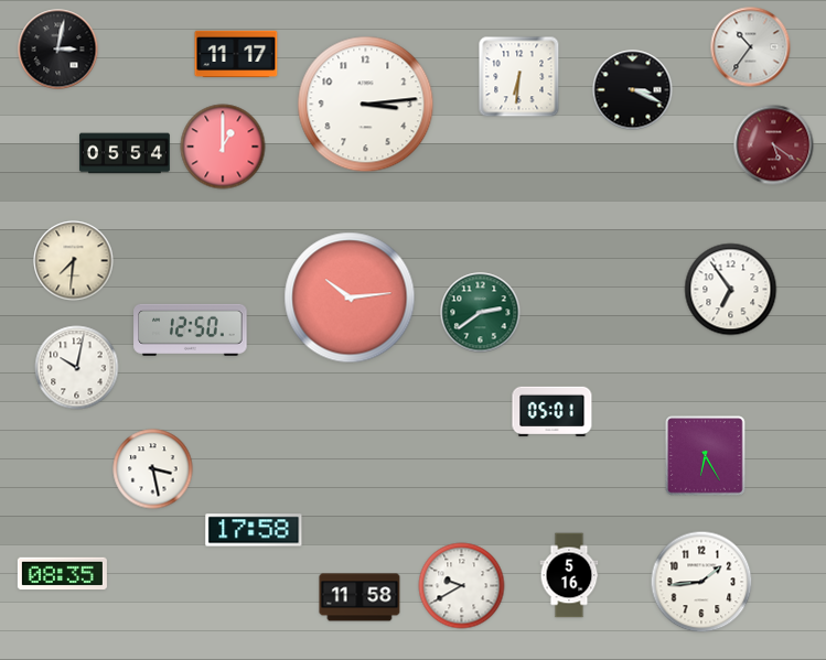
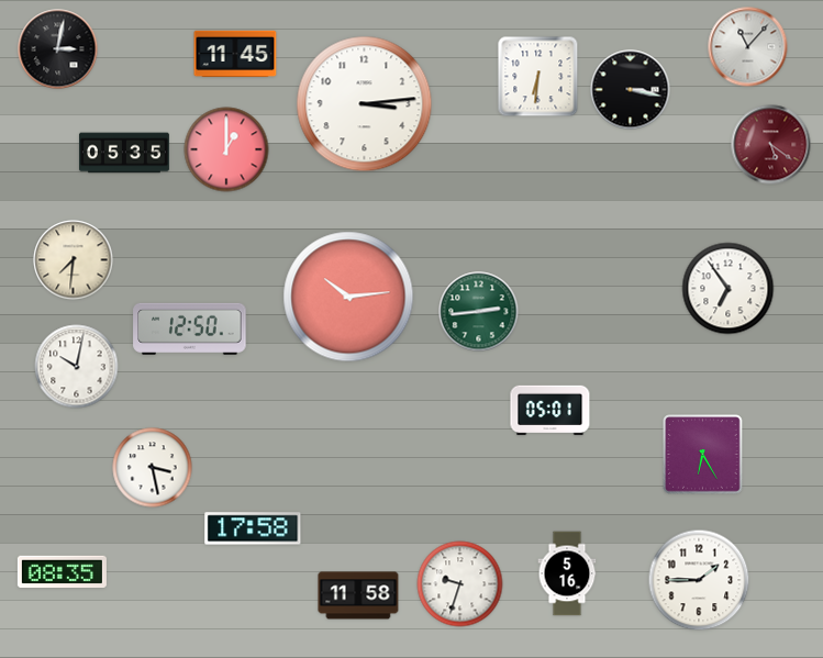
clock at (751, 47): 10:36 -> 11:07
clock at (236, 54): 11:17 -> 11:45
clock at (519, 77) position: (519, 77) -> (538, 77)
clock at (633, 90): 3:19 -> 3:17
clock at (223, 147) position: (223, 147) -> (226, 149)
clock at (125, 153): 05:54 -> 05:35
clock at (481, 313): 2:39 -> 2:44
clock at (701, 582): 1:44 -> 1:45
clock at (462, 586): 9:40 -> 9:33
